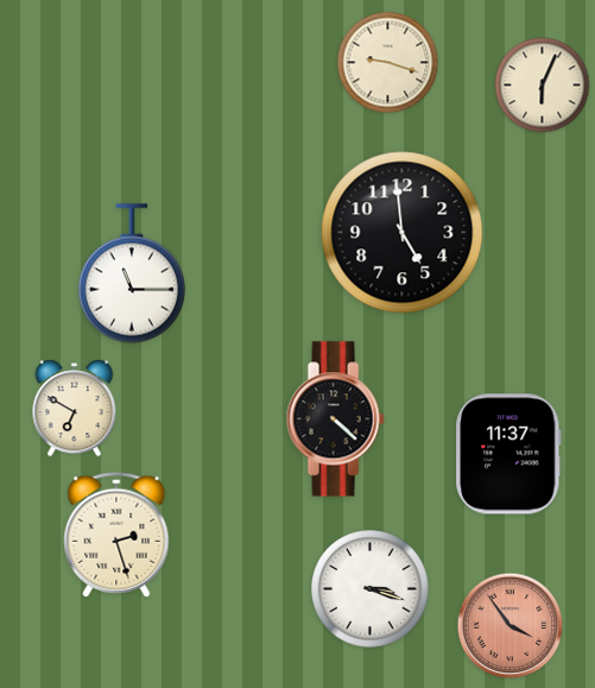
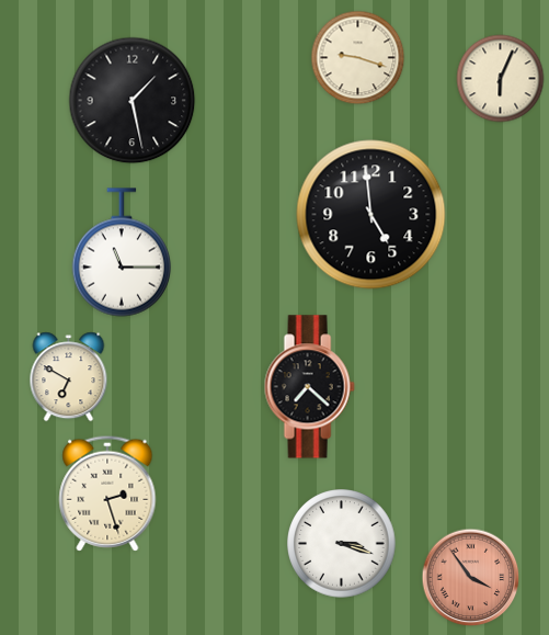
clock at (133, 101): none -> 1:28
clock at (335, 419): 4:22 -> 7:22
clock at (508, 454): 11:37 -> none
